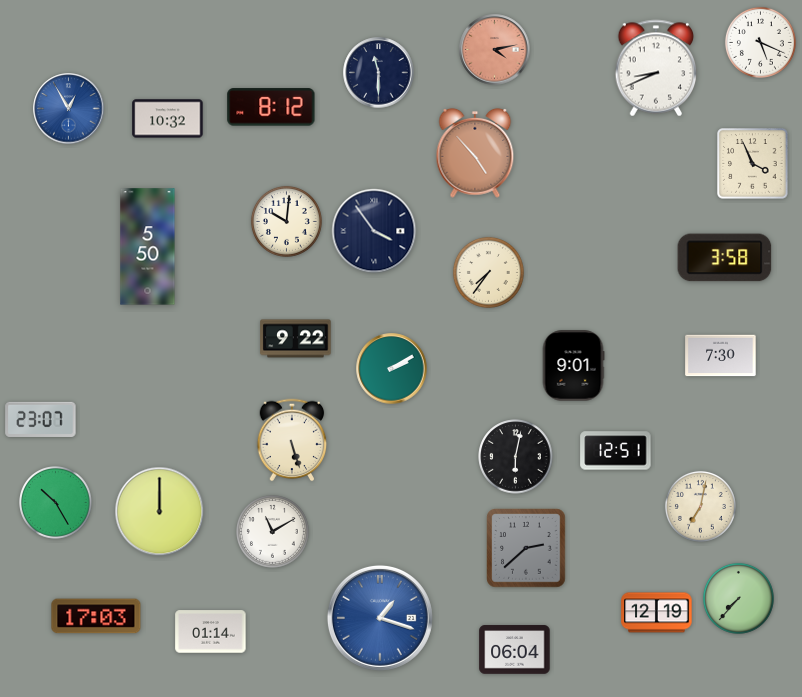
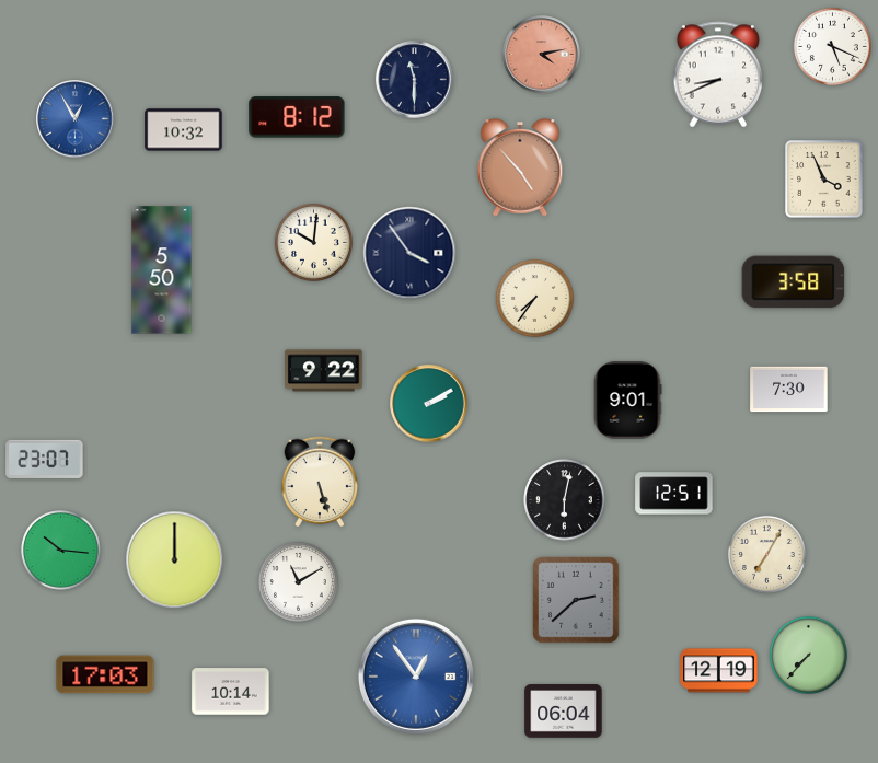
clock at (56, 503): 10:25 -> 10:16
clock at (700, 506): 7:02 -> 7:05
clock at (380, 618): 1:18 -> 12:54
clock at (211, 632): 01:14 -> 10:14
